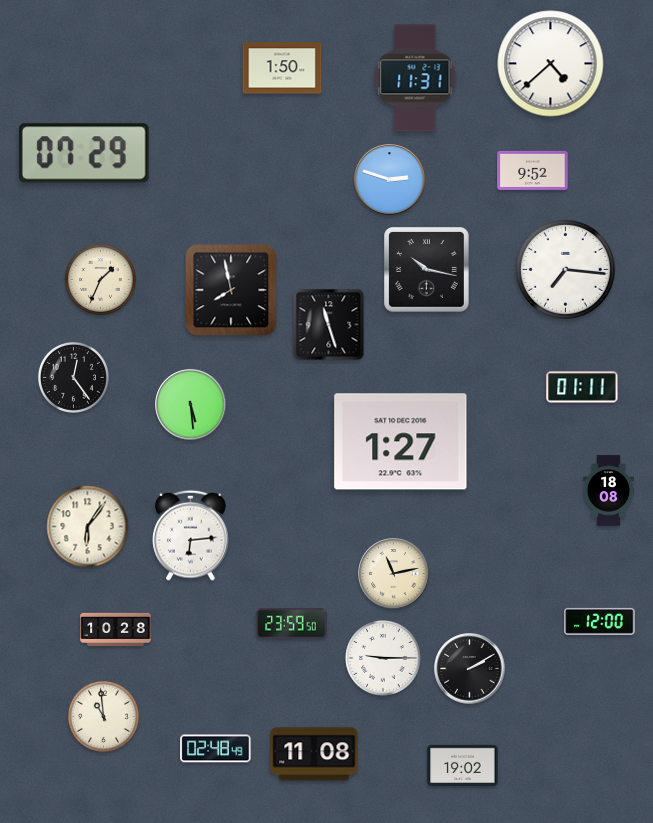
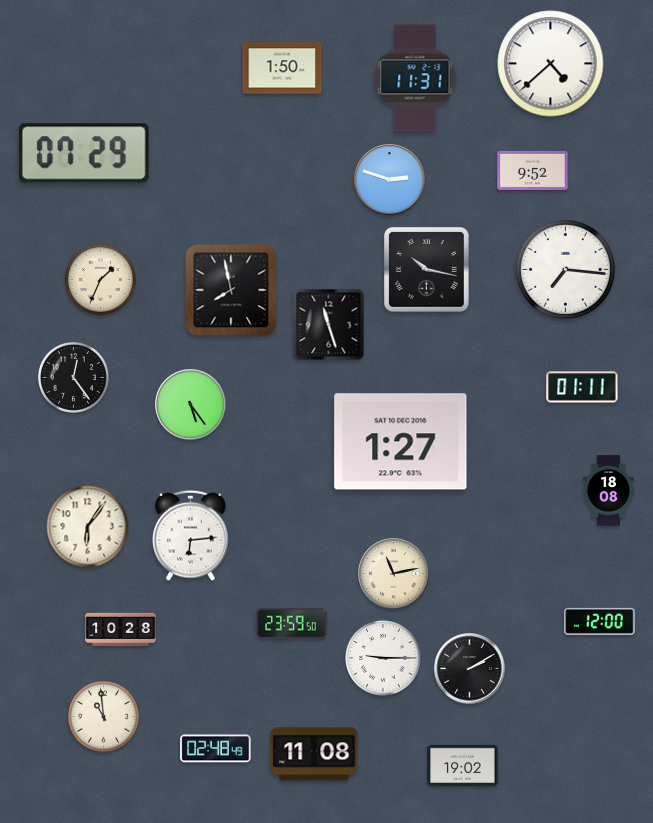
clock at (191, 405): 5:29 -> 5:24
clock at (116, 629) position: (116, 629) -> (121, 629)
